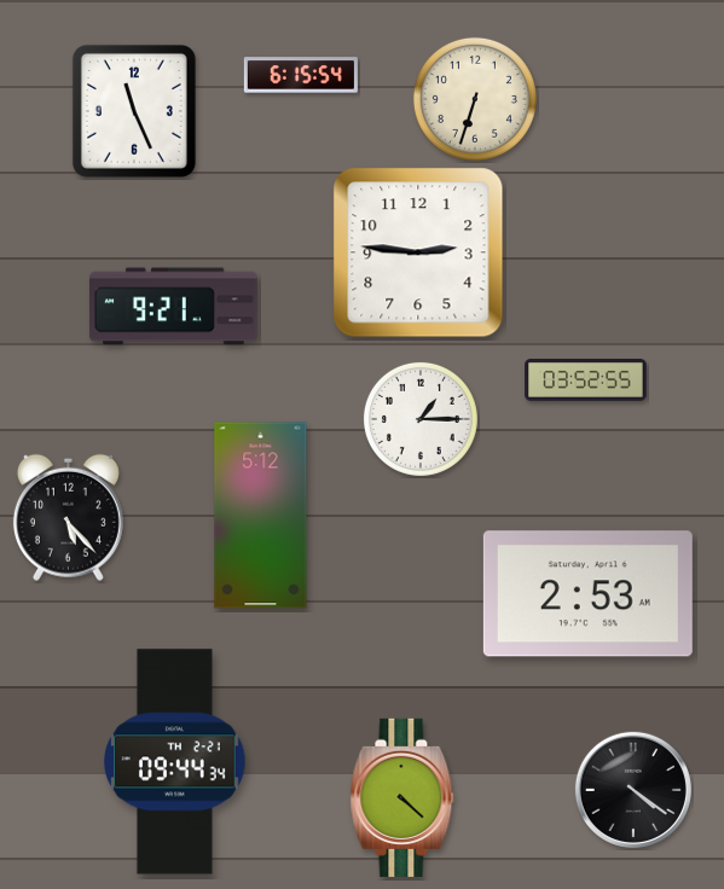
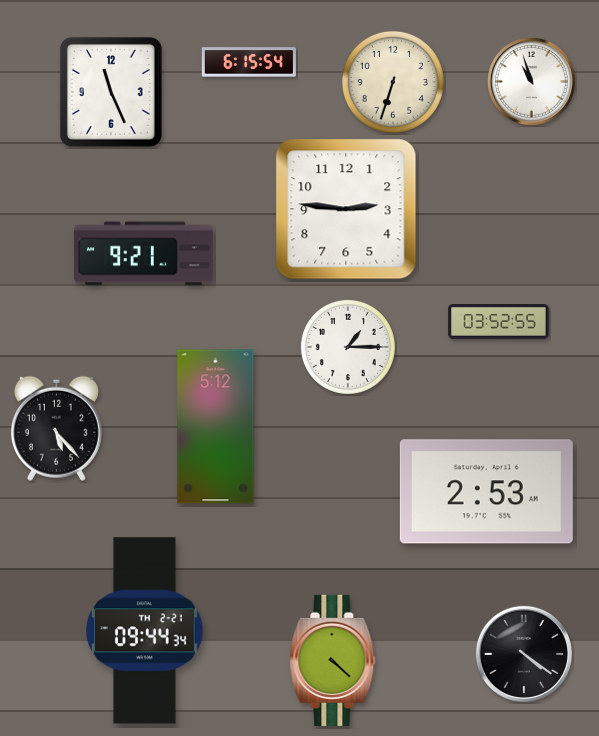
clock at (532, 82): none -> 10:57
clock at (586, 380) position: (586, 380) -> (499, 322)
